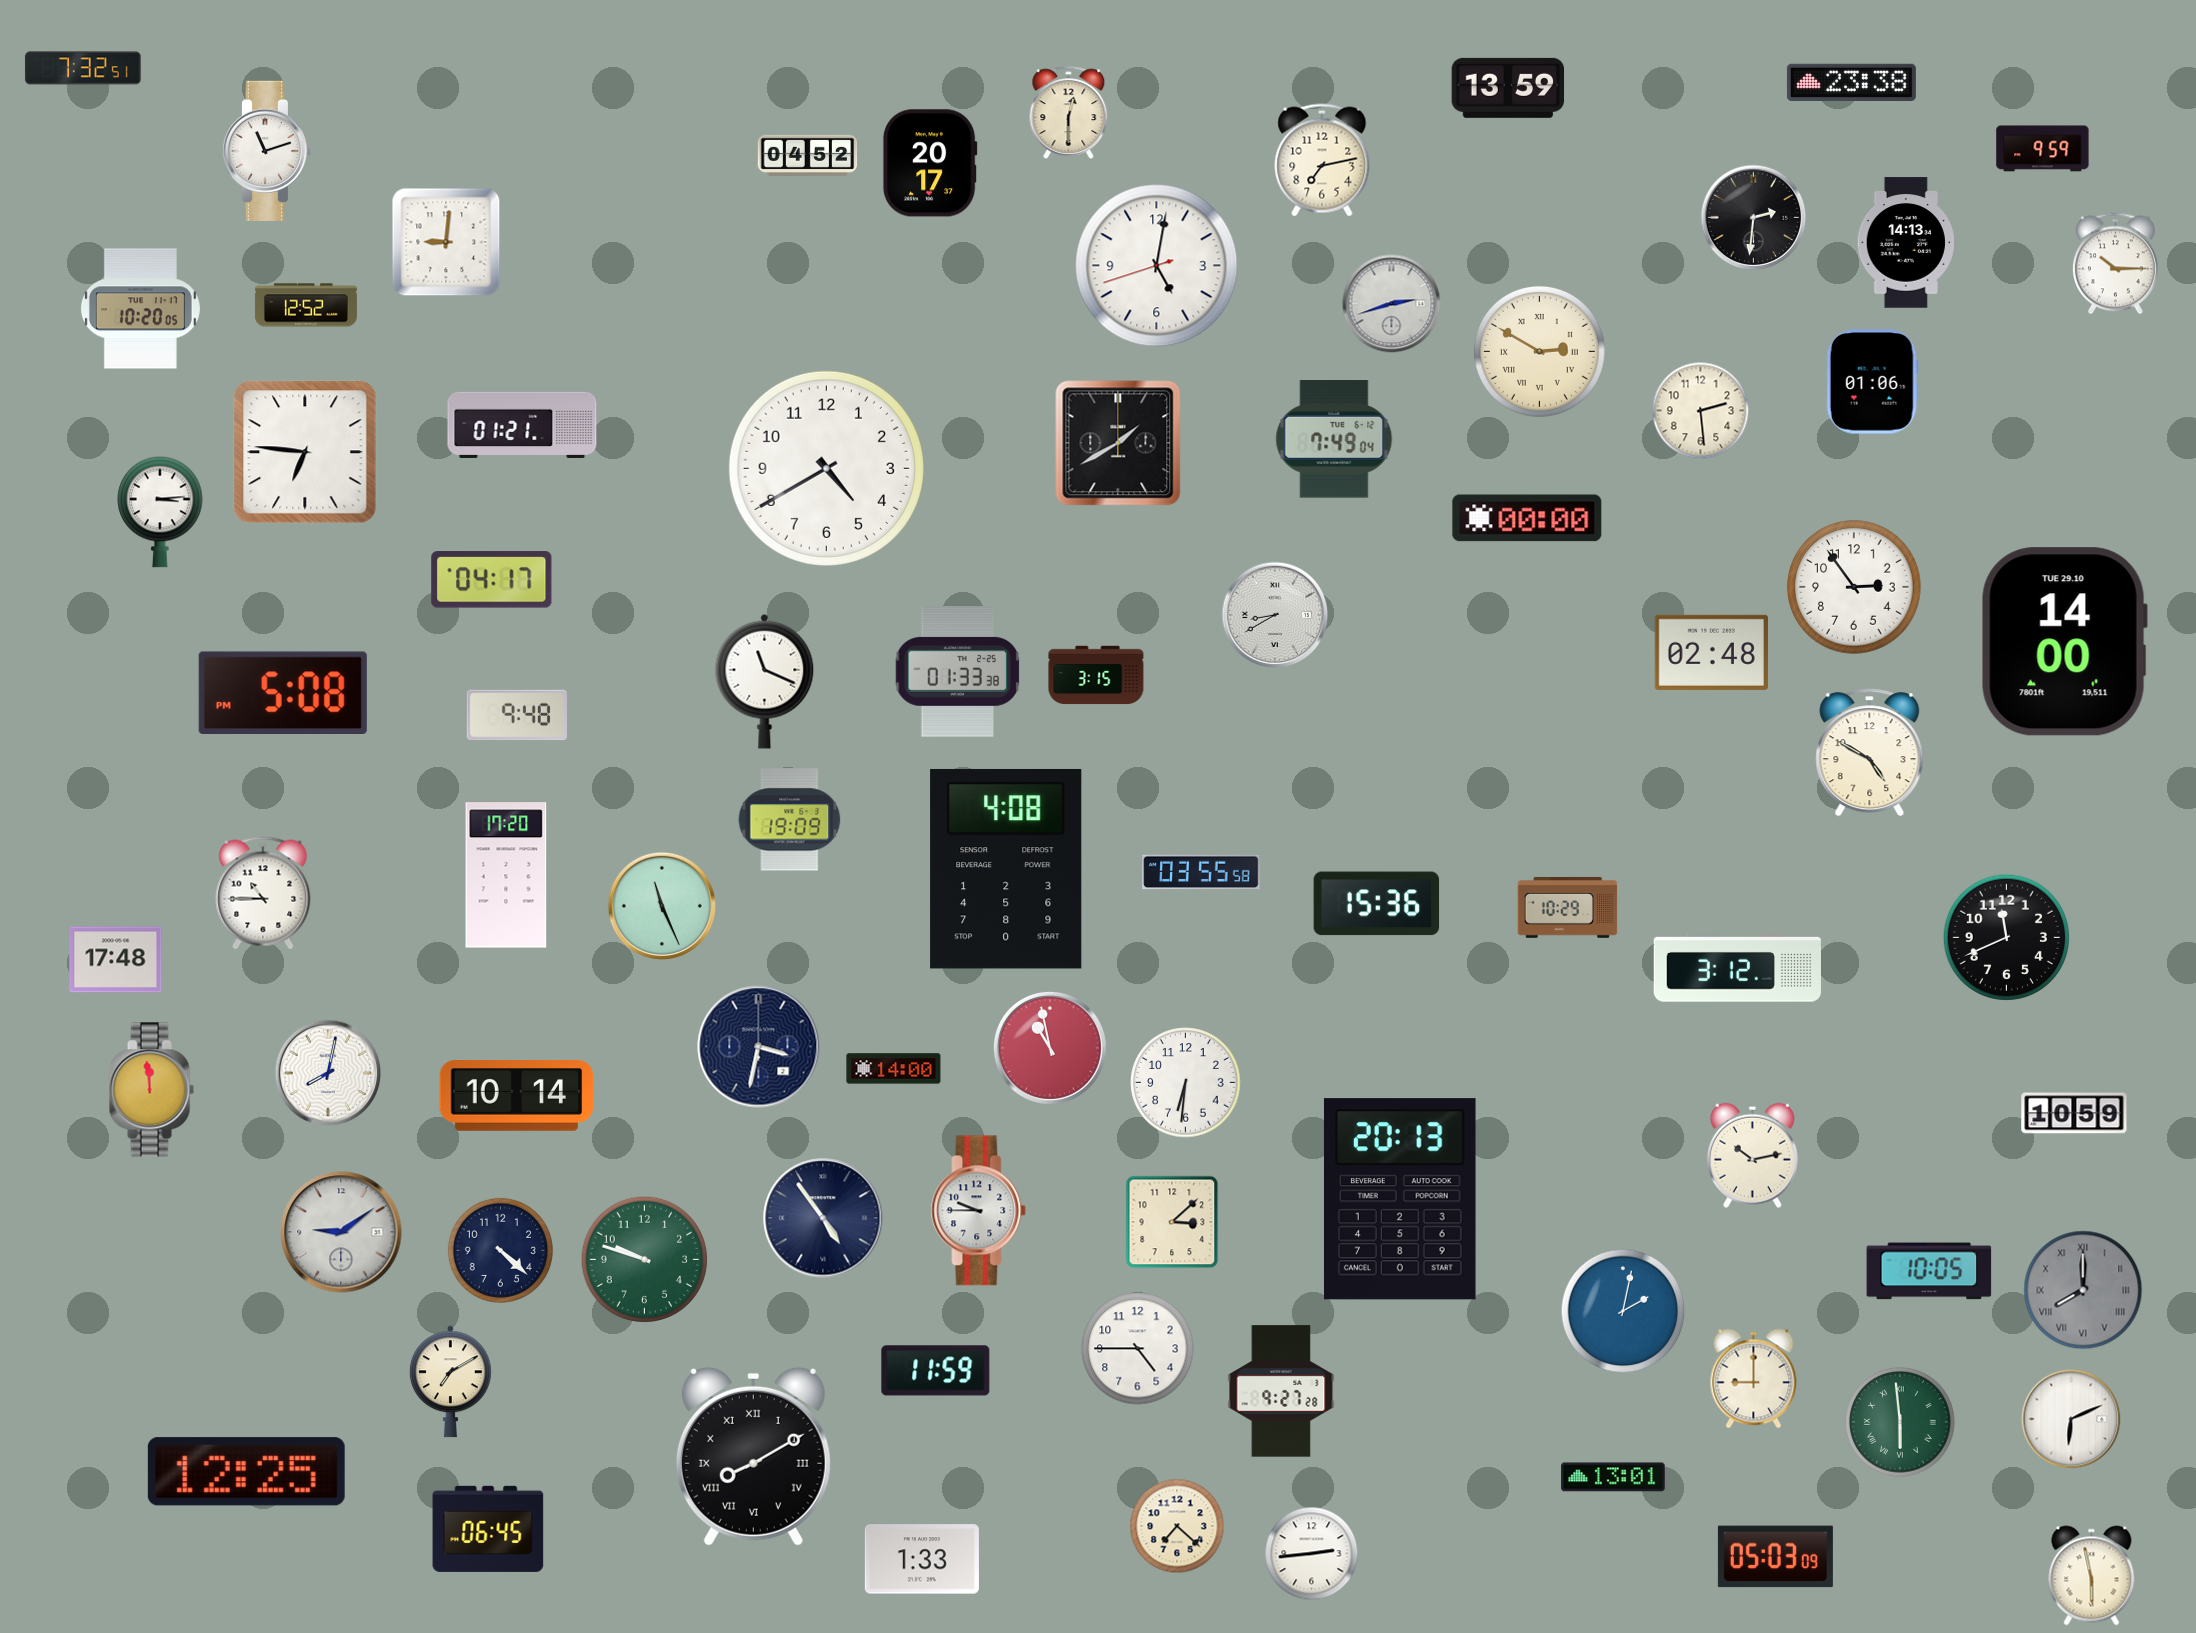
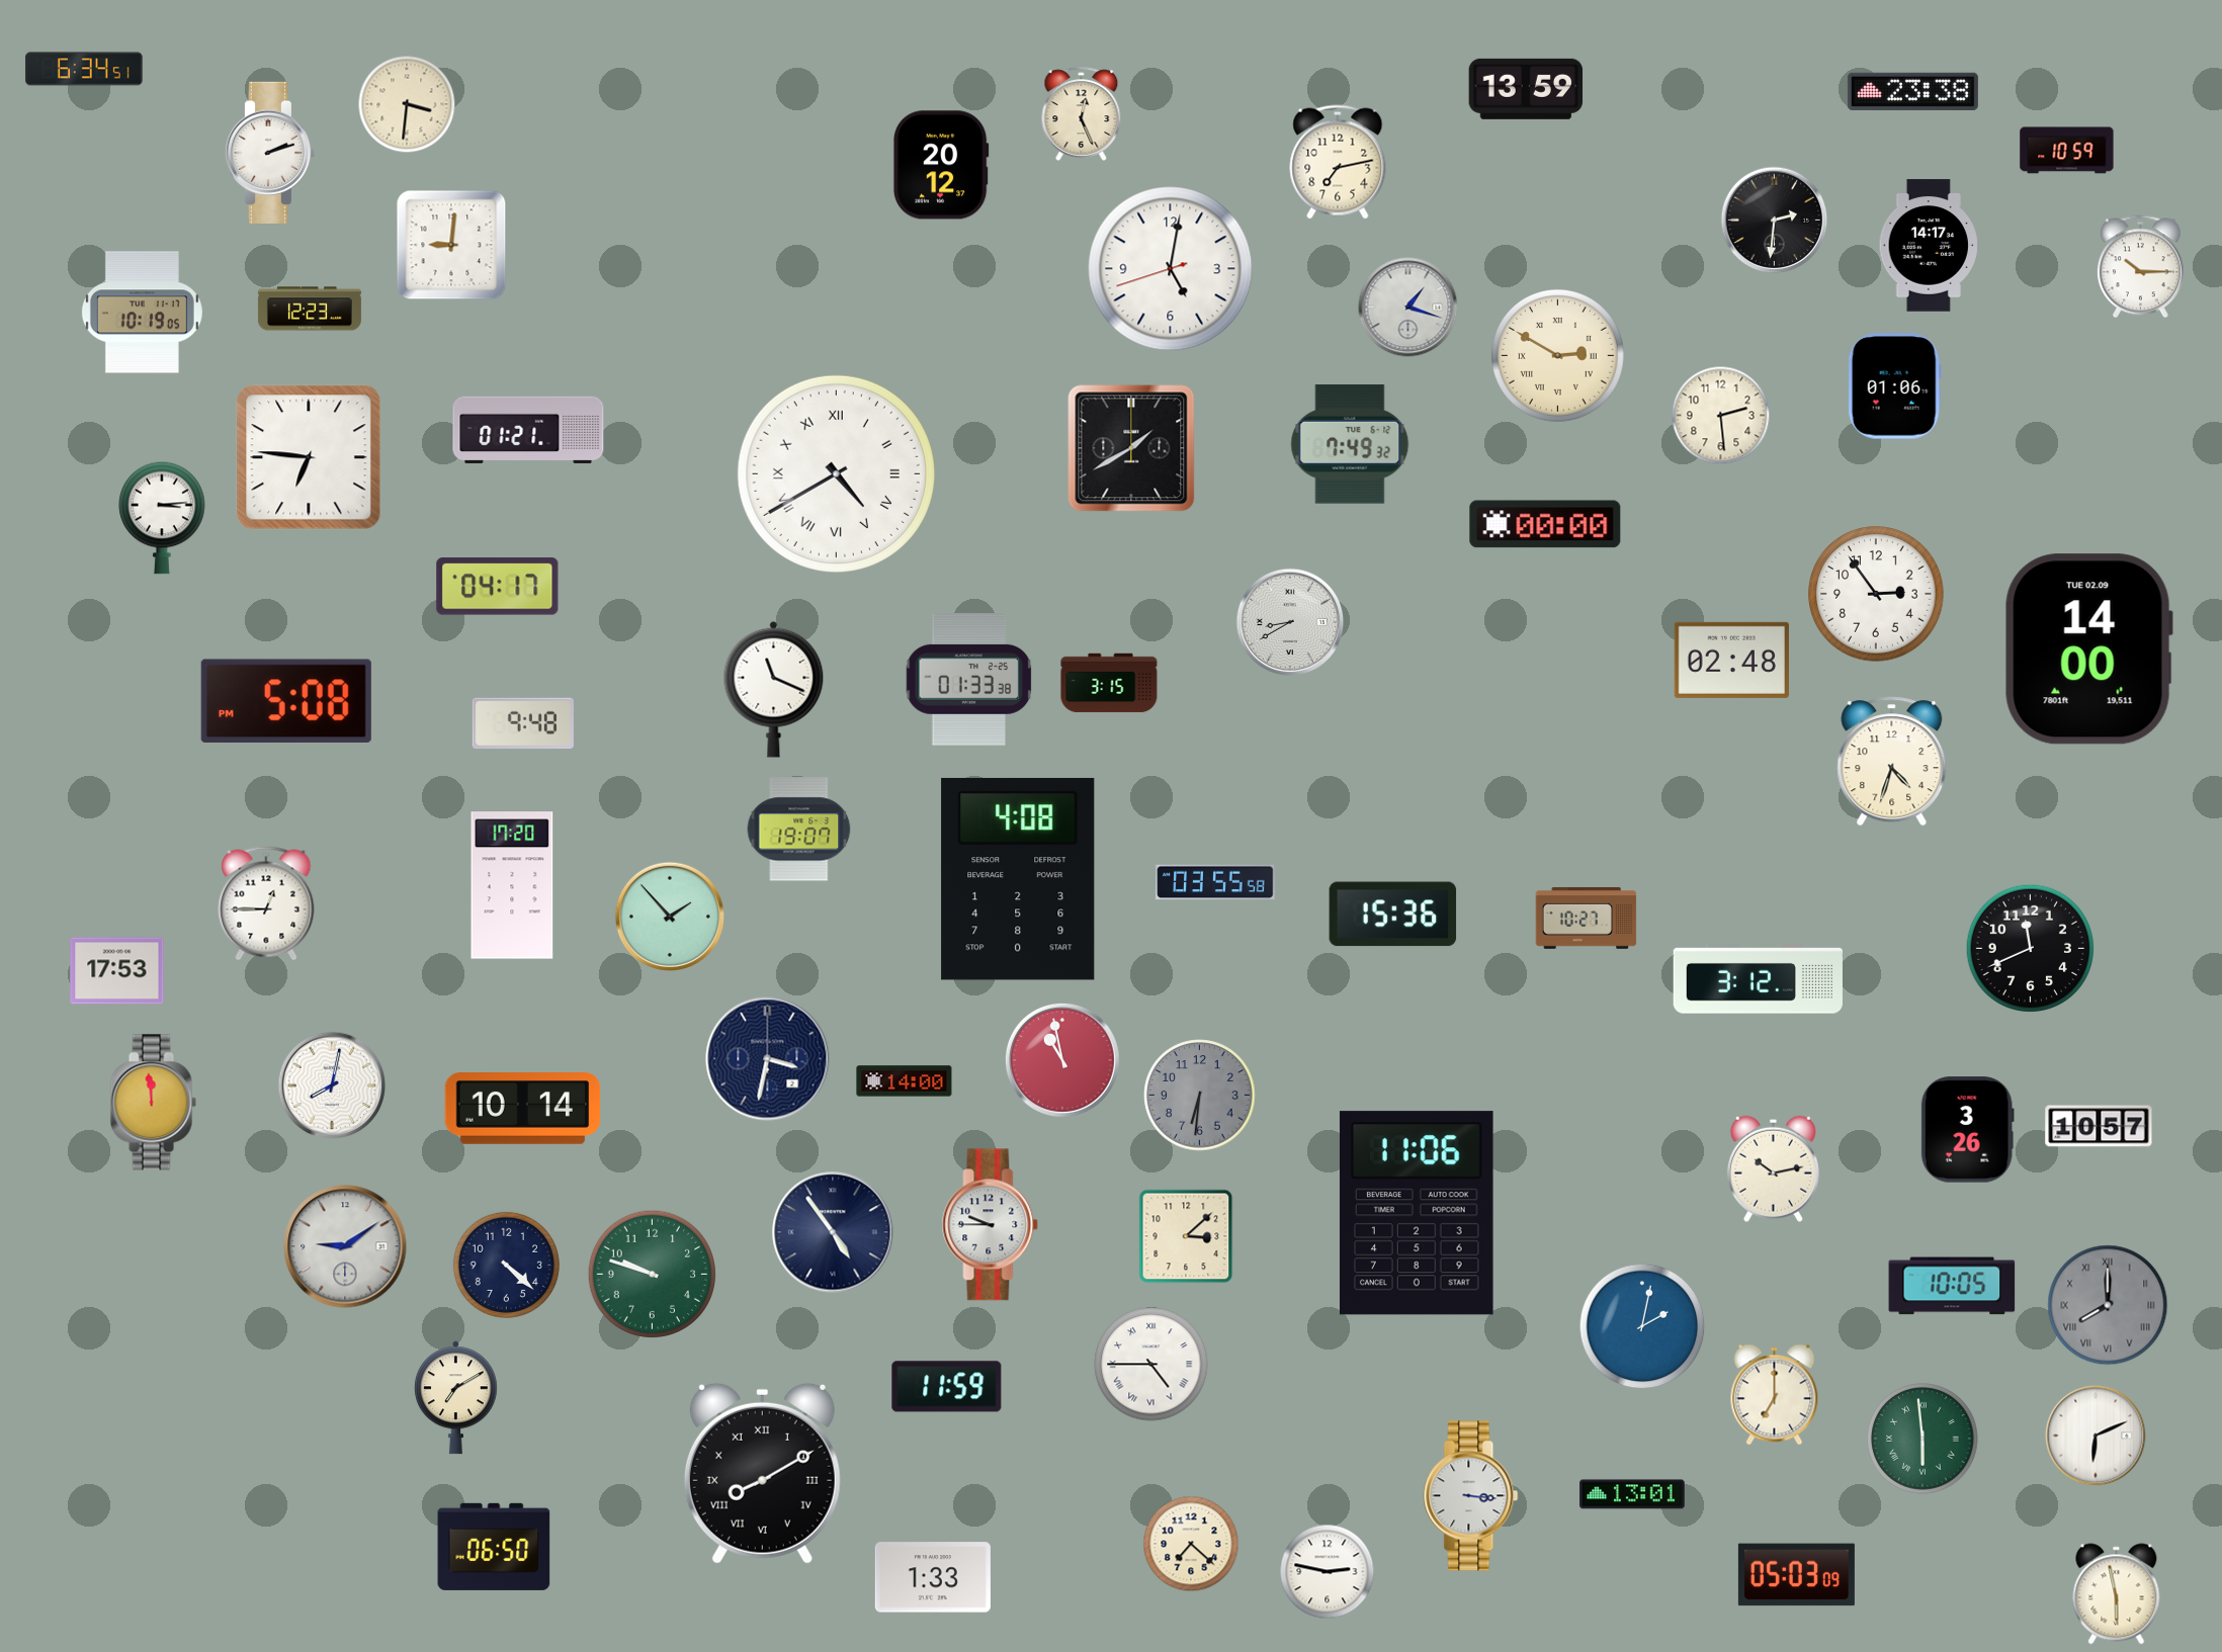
clock at (83, 68): 7:32 -> 6:34
clock at (1851, 82) position: (1851, 82) -> (1912, 91)
clock at (407, 104): none -> 3:31
clock at (1069, 112): 12:30 -> 12:26
clock at (2043, 149): 9:59 -> 10:59
clock at (267, 150): 11:12 -> 2:12
clock at (808, 155): 04:52 -> none
clock at (930, 163): 20:17 -> 20:12
clock at (1906, 243): 14:13 -> 14:17
clock at (1392, 304): 2:42 -> 1:18
clock at (306, 305): 12:52 -> 12:23
clock at (140, 309): 10:20 -> 10:19
clock at (1334, 439): 7:49:04 -> 7:49:32
clock at (826, 468) numerals: Arabic -> Roman
clock at (2064, 642) date: TUE 29.10 -> TUE 02.09
clock at (1870, 753): 4:50 -> 4:33
clock at (790, 820): 19:09 -> 19:07
clock at (263, 893): 10:45 -> 12:45
clock at (661, 905): 11:26 -> 1:53
clock at (1568, 908): 10:29 -> 10:27
clock at (116, 960): 17:48 -> 17:53
clock at (1186, 1083) dial: white -> grey
clock at (2074, 1113): 10:59 -> 10:57
clock at (1967, 1130): none -> 3:26
clock at (1400, 1199): 20:13 -> 11:06
clock at (1138, 1349) numerals: Arabic -> Roman
clock at (1754, 1379): 9:00 -> 7:00
clock at (1281, 1391): 9:27 -> none
clock at (246, 1472): 12:25 -> none
clock at (1471, 1496): none -> 3:16
clock at (488, 1529): 06:45 -> 06:50
clock at (1312, 1554): 2:44 -> 2:47
